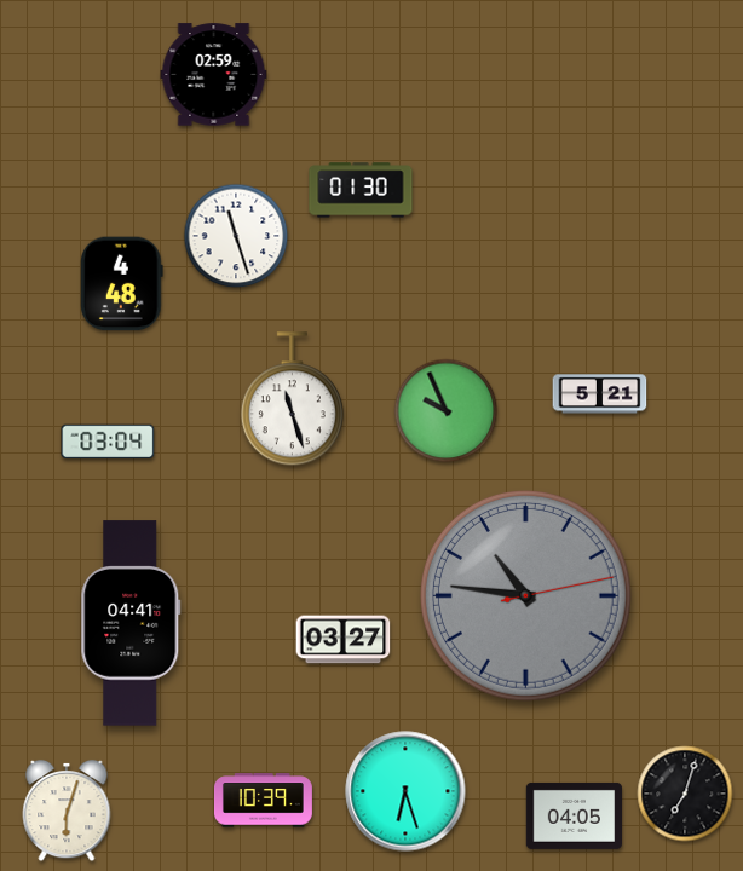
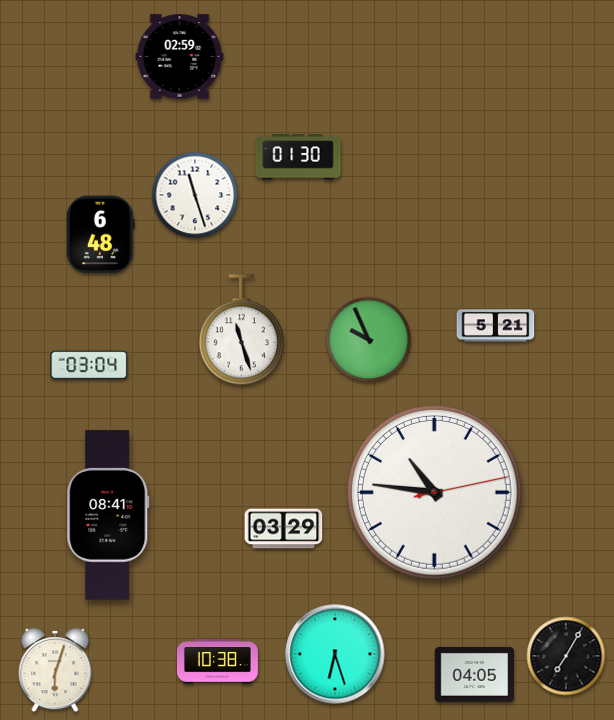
clock at (214, 75) position: (214, 75) -> (180, 57)
clock at (122, 284): 4:48 -> 6:48
clock at (525, 595) dial: grey -> white
clock at (131, 623): 04:41 -> 08:41
clock at (344, 640): 03:27 -> 03:29
clock at (685, 794): 7:03 -> 7:05
clock at (263, 801): 10:39 -> 10:38
